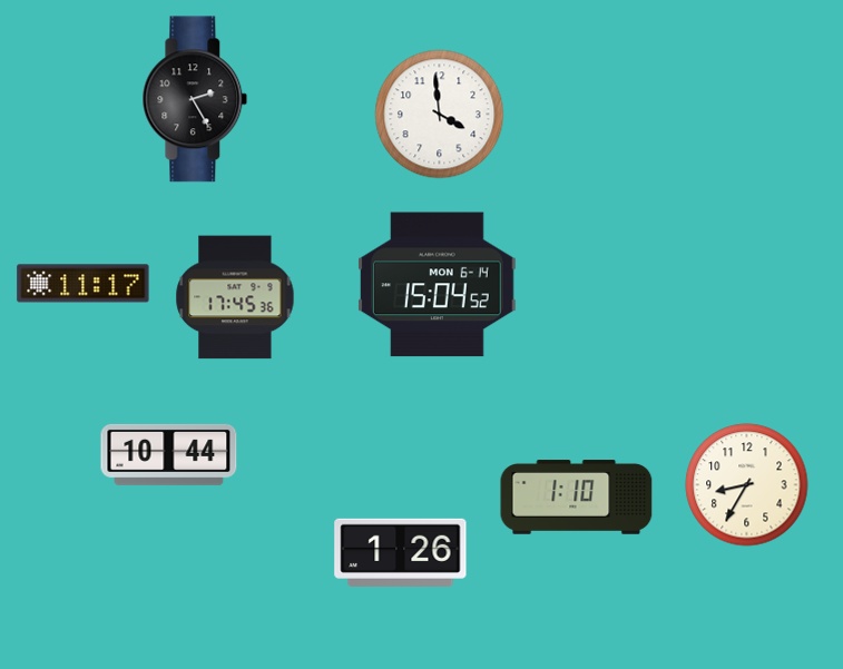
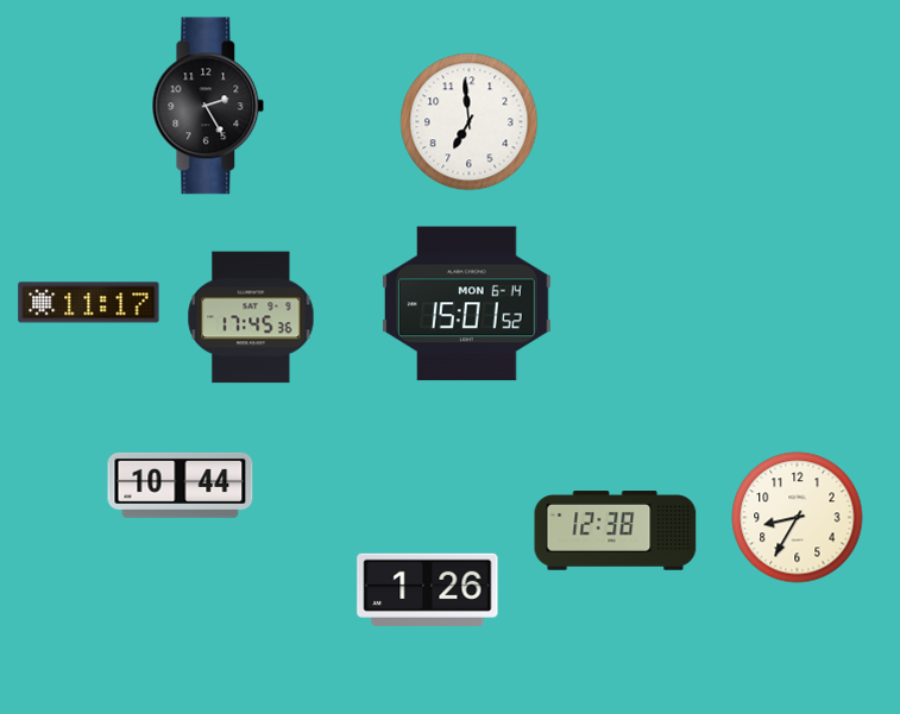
clock at (440, 115): 3:59 -> 6:59
clock at (437, 285): 15:04 -> 15:01
clock at (577, 498): 1:10 -> 12:38
